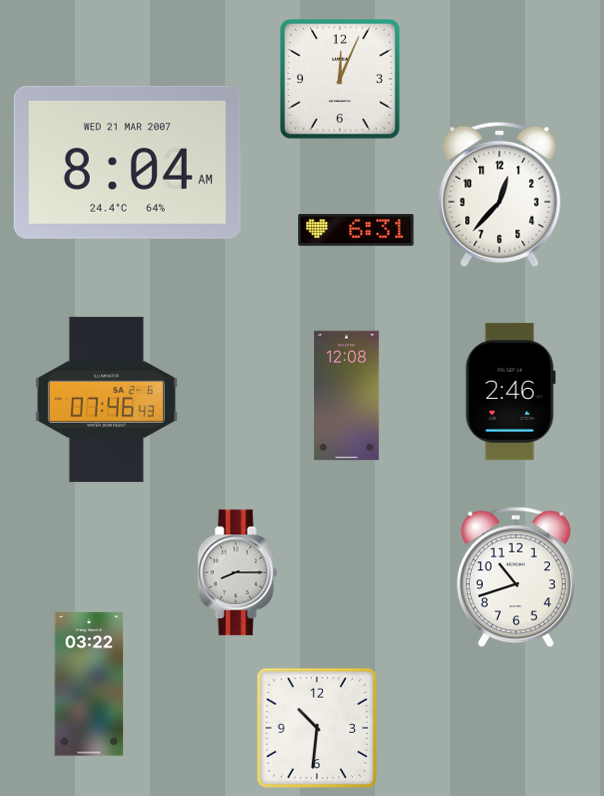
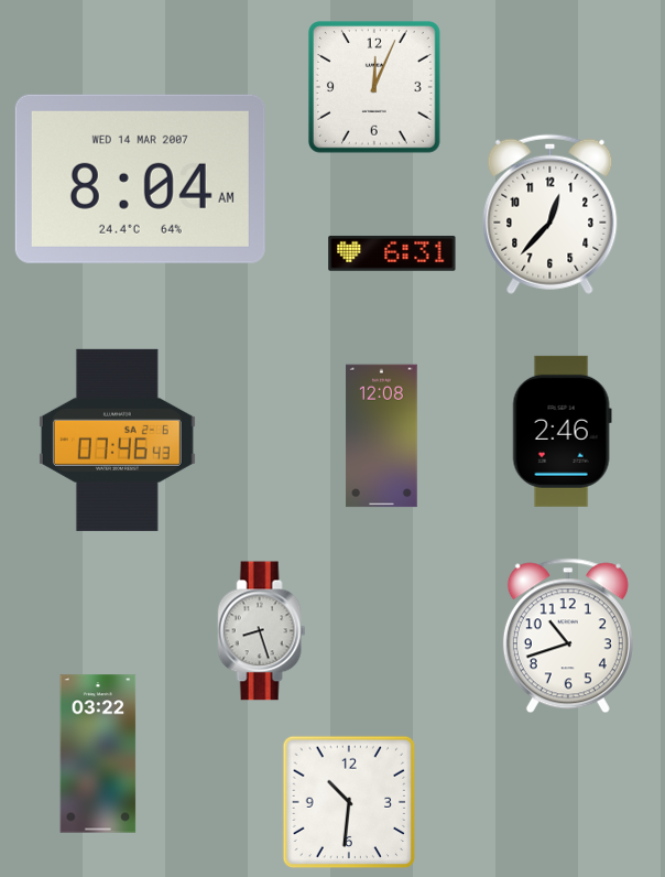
clock at (127, 162) date: WED 21 MAR 2007 -> WED 14 MAR 2007
clock at (238, 573): 8:15 -> 8:27
